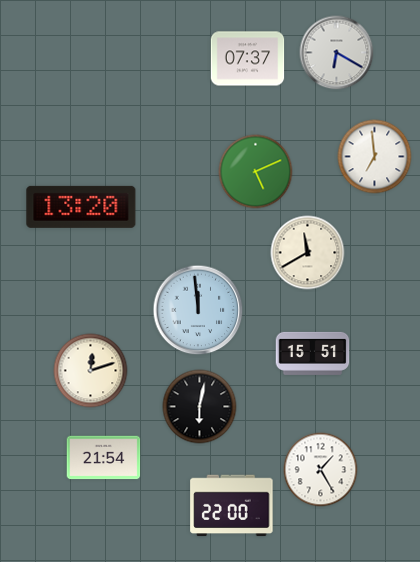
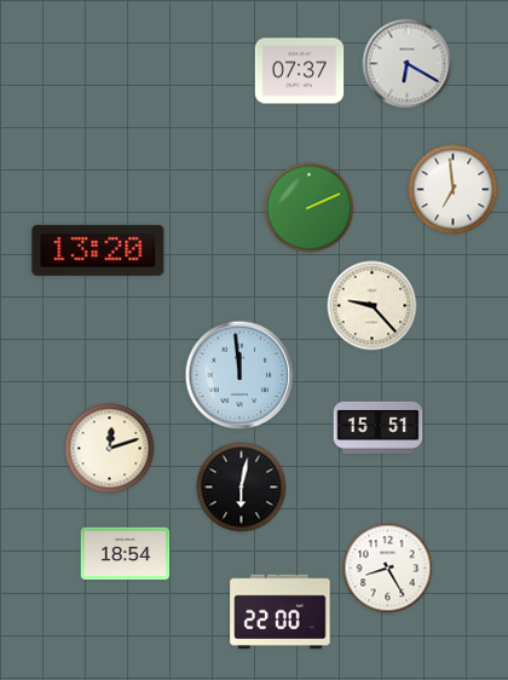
clock at (256, 172): 5:11 -> 2:11
clock at (308, 253): 11:40 -> 9:23
clock at (200, 407) position: (200, 407) -> (242, 488)
clock at (104, 458): 21:54 -> 18:54
clock at (321, 470): 1:25 -> 8:25
